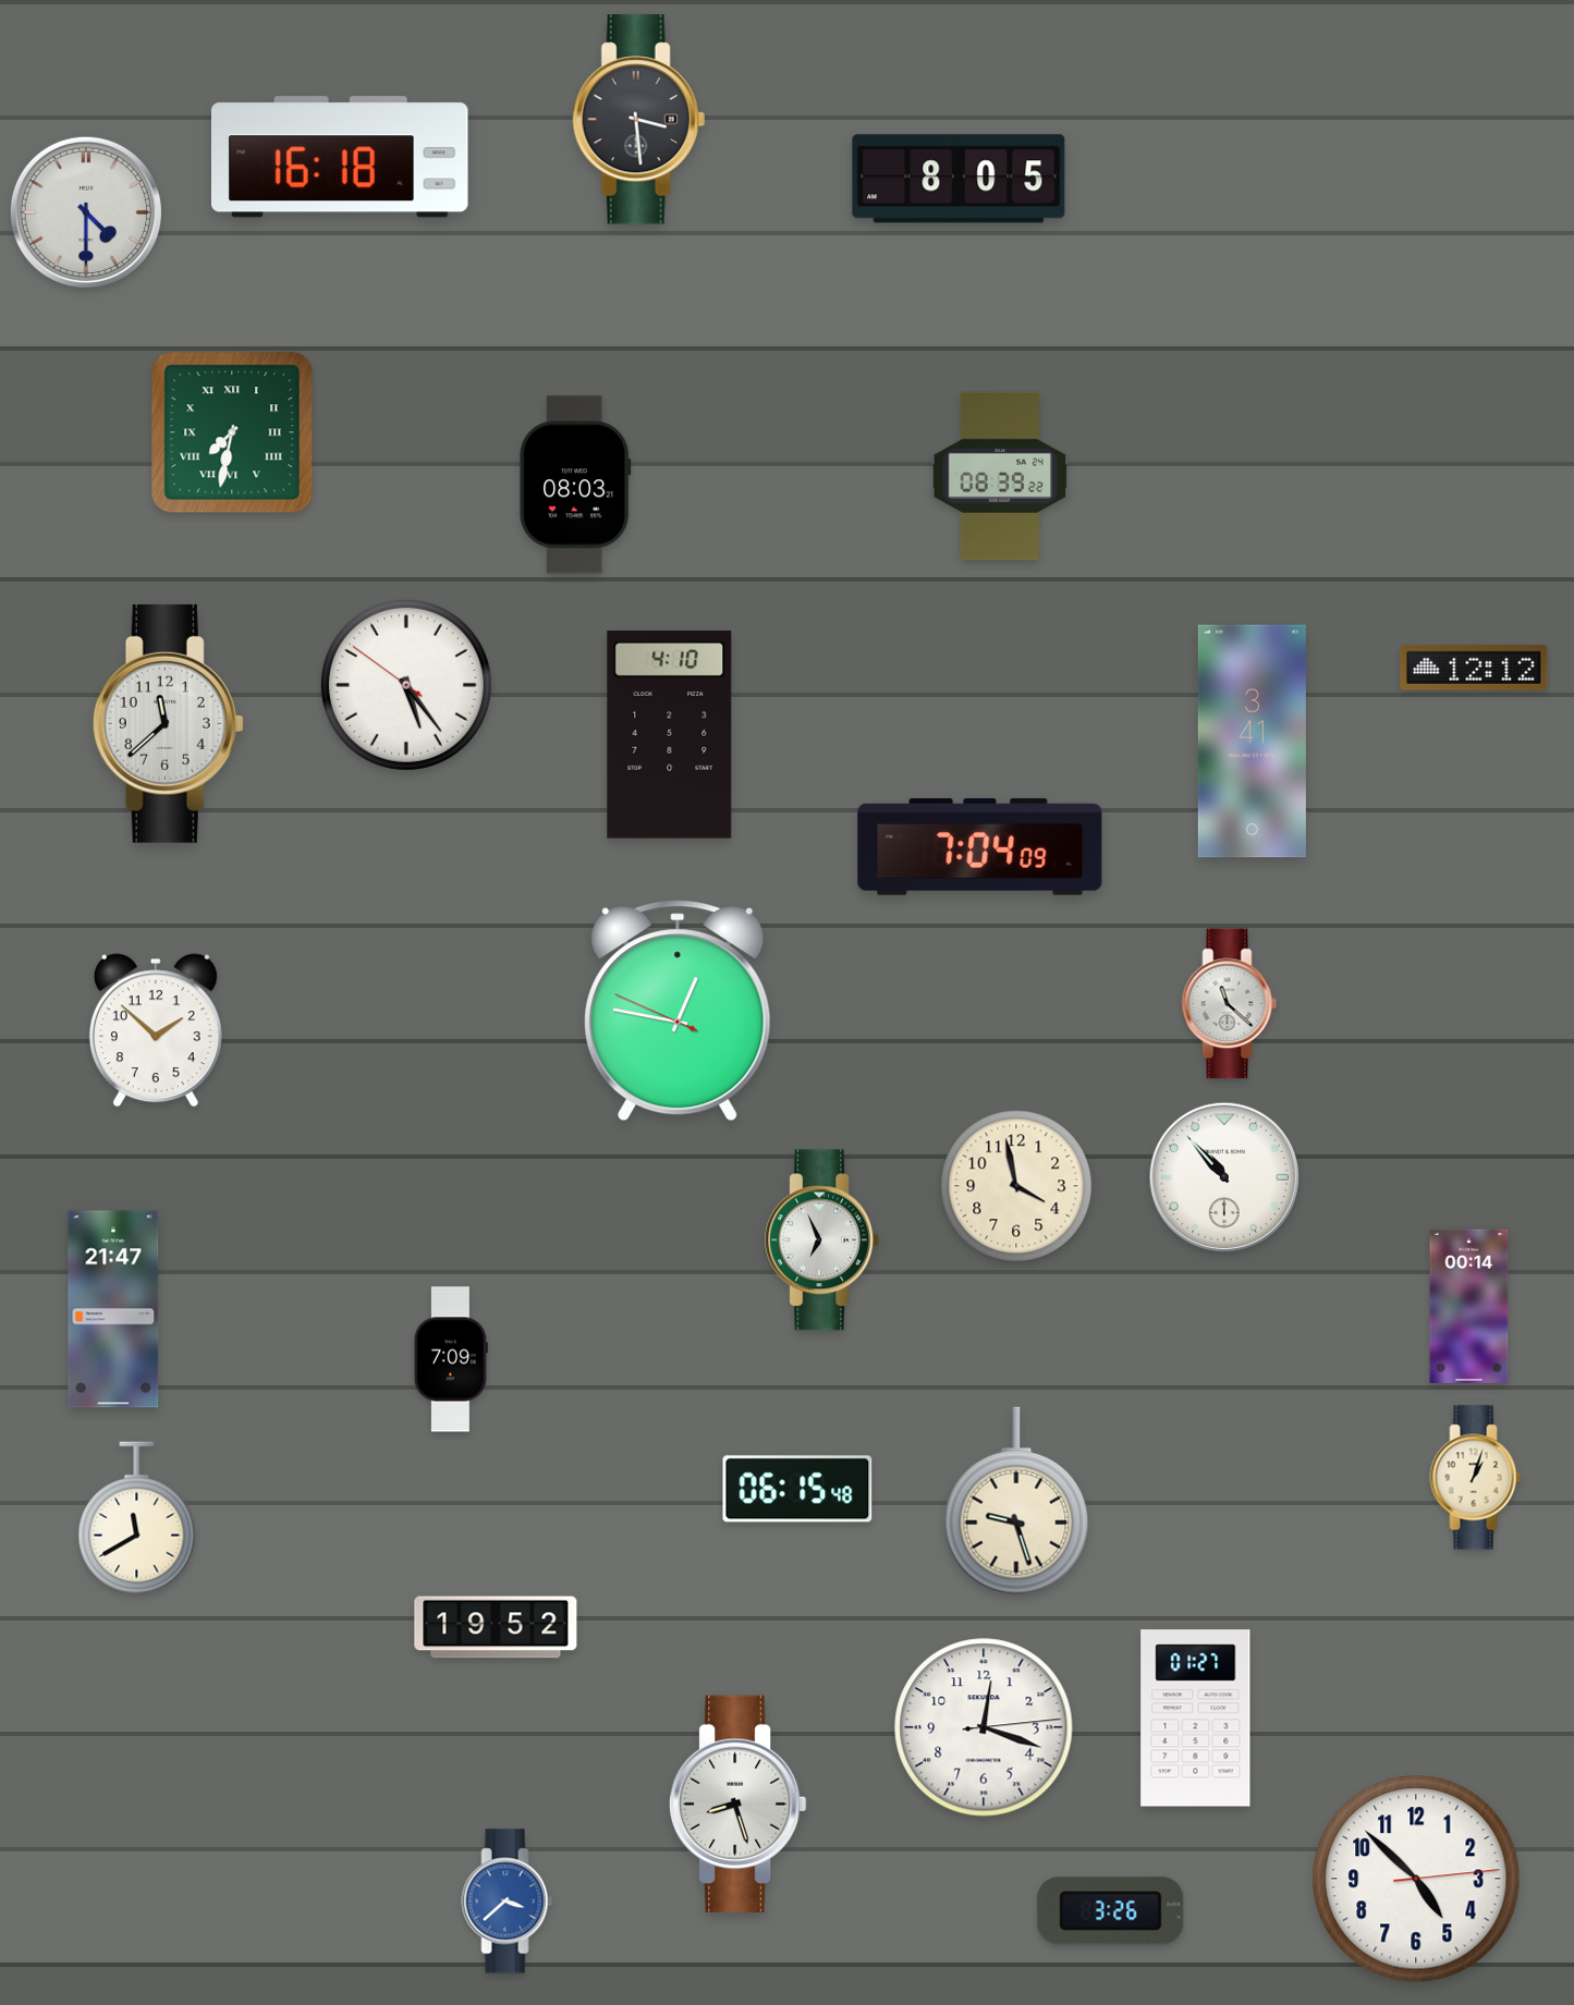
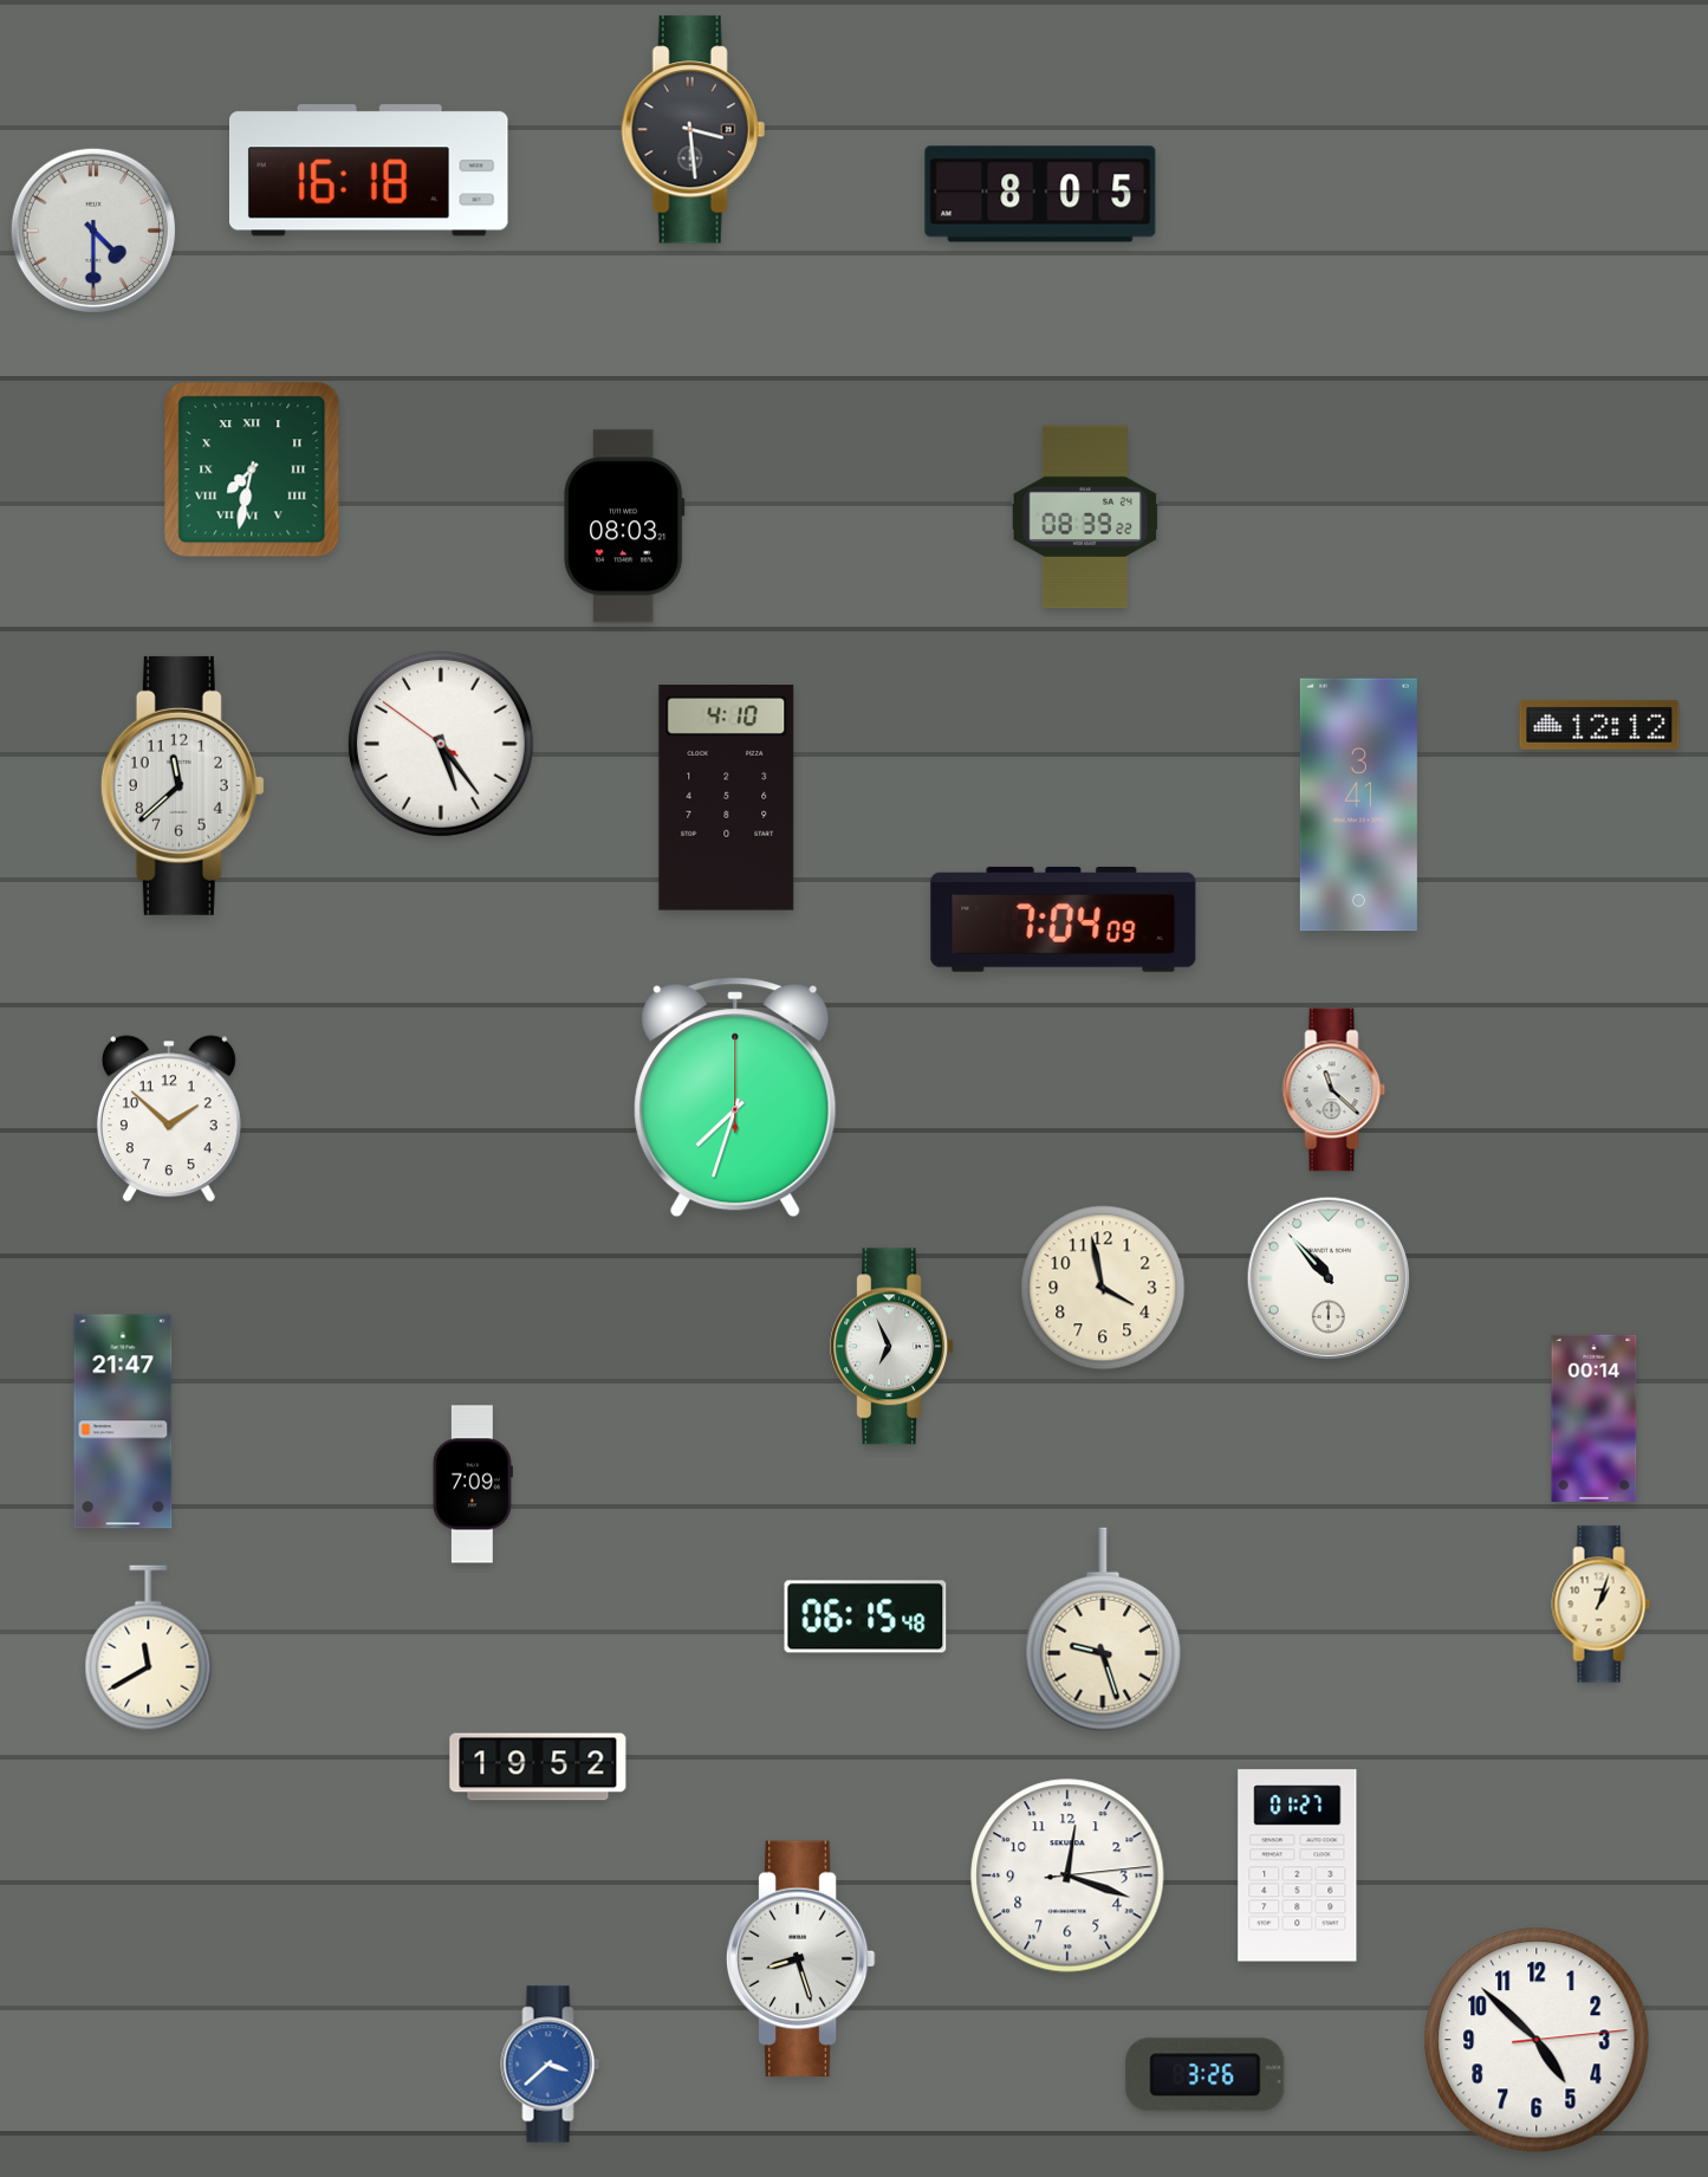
clock at (678, 1011): 12:46 -> 7:33
clock at (451, 1359) position: (451, 1359) -> (473, 1484)
